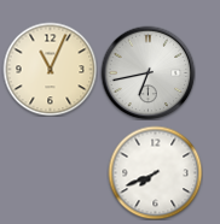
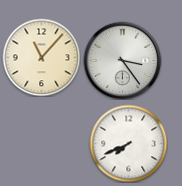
clock at (50, 69): 11:04 -> 11:07
clock at (147, 72): 6:43 -> 3:24
